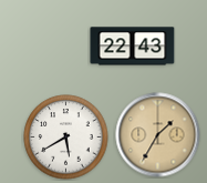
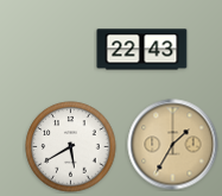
clock at (158, 135) position: (158, 135) -> (173, 145)
